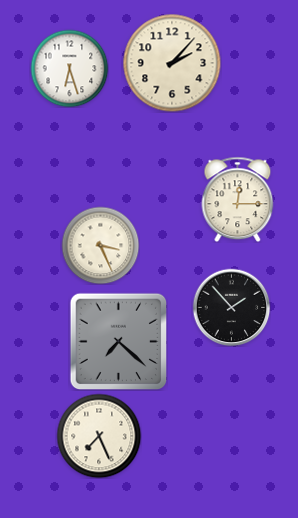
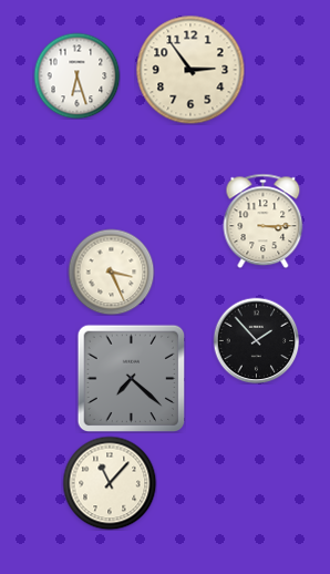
clock at (172, 63): 2:07 -> 2:54
clock at (238, 199): 12:15 -> 3:15
clock at (99, 436): 7:26 -> 11:07
